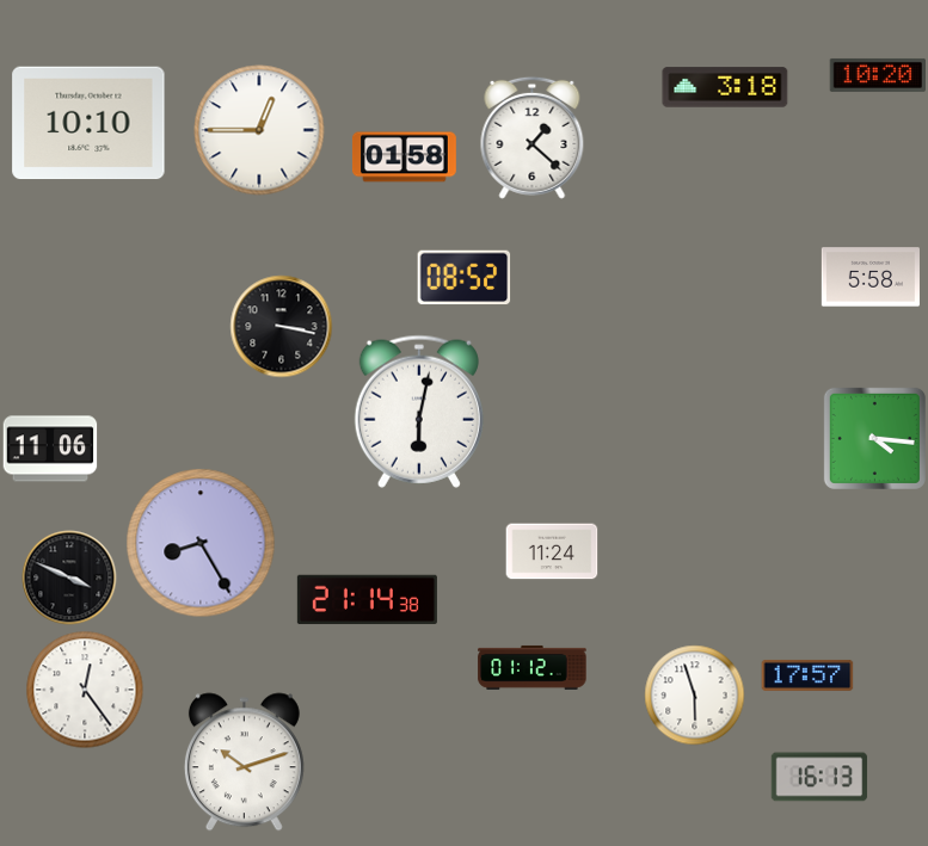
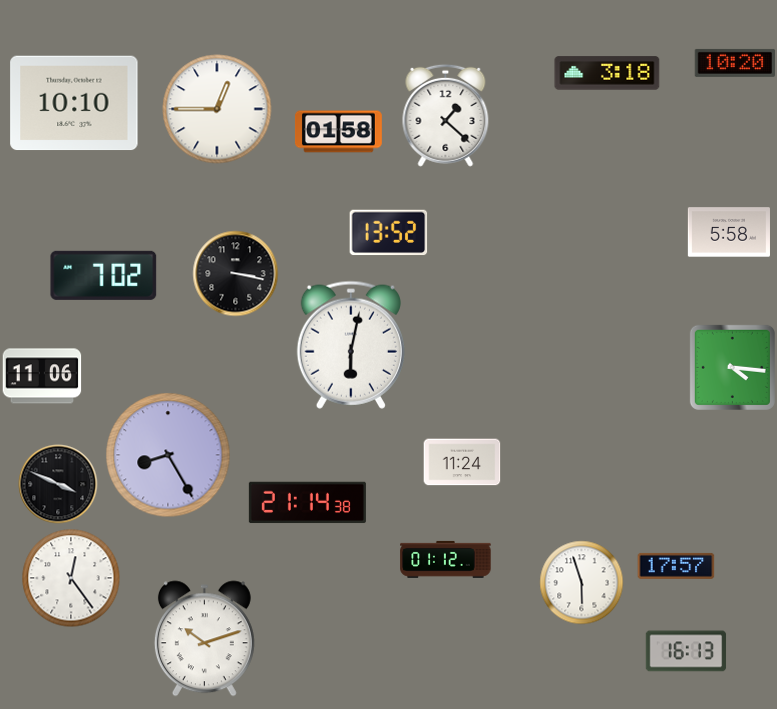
clock at (465, 278): 08:52 -> 13:52
clock at (104, 275): none -> 7:02
